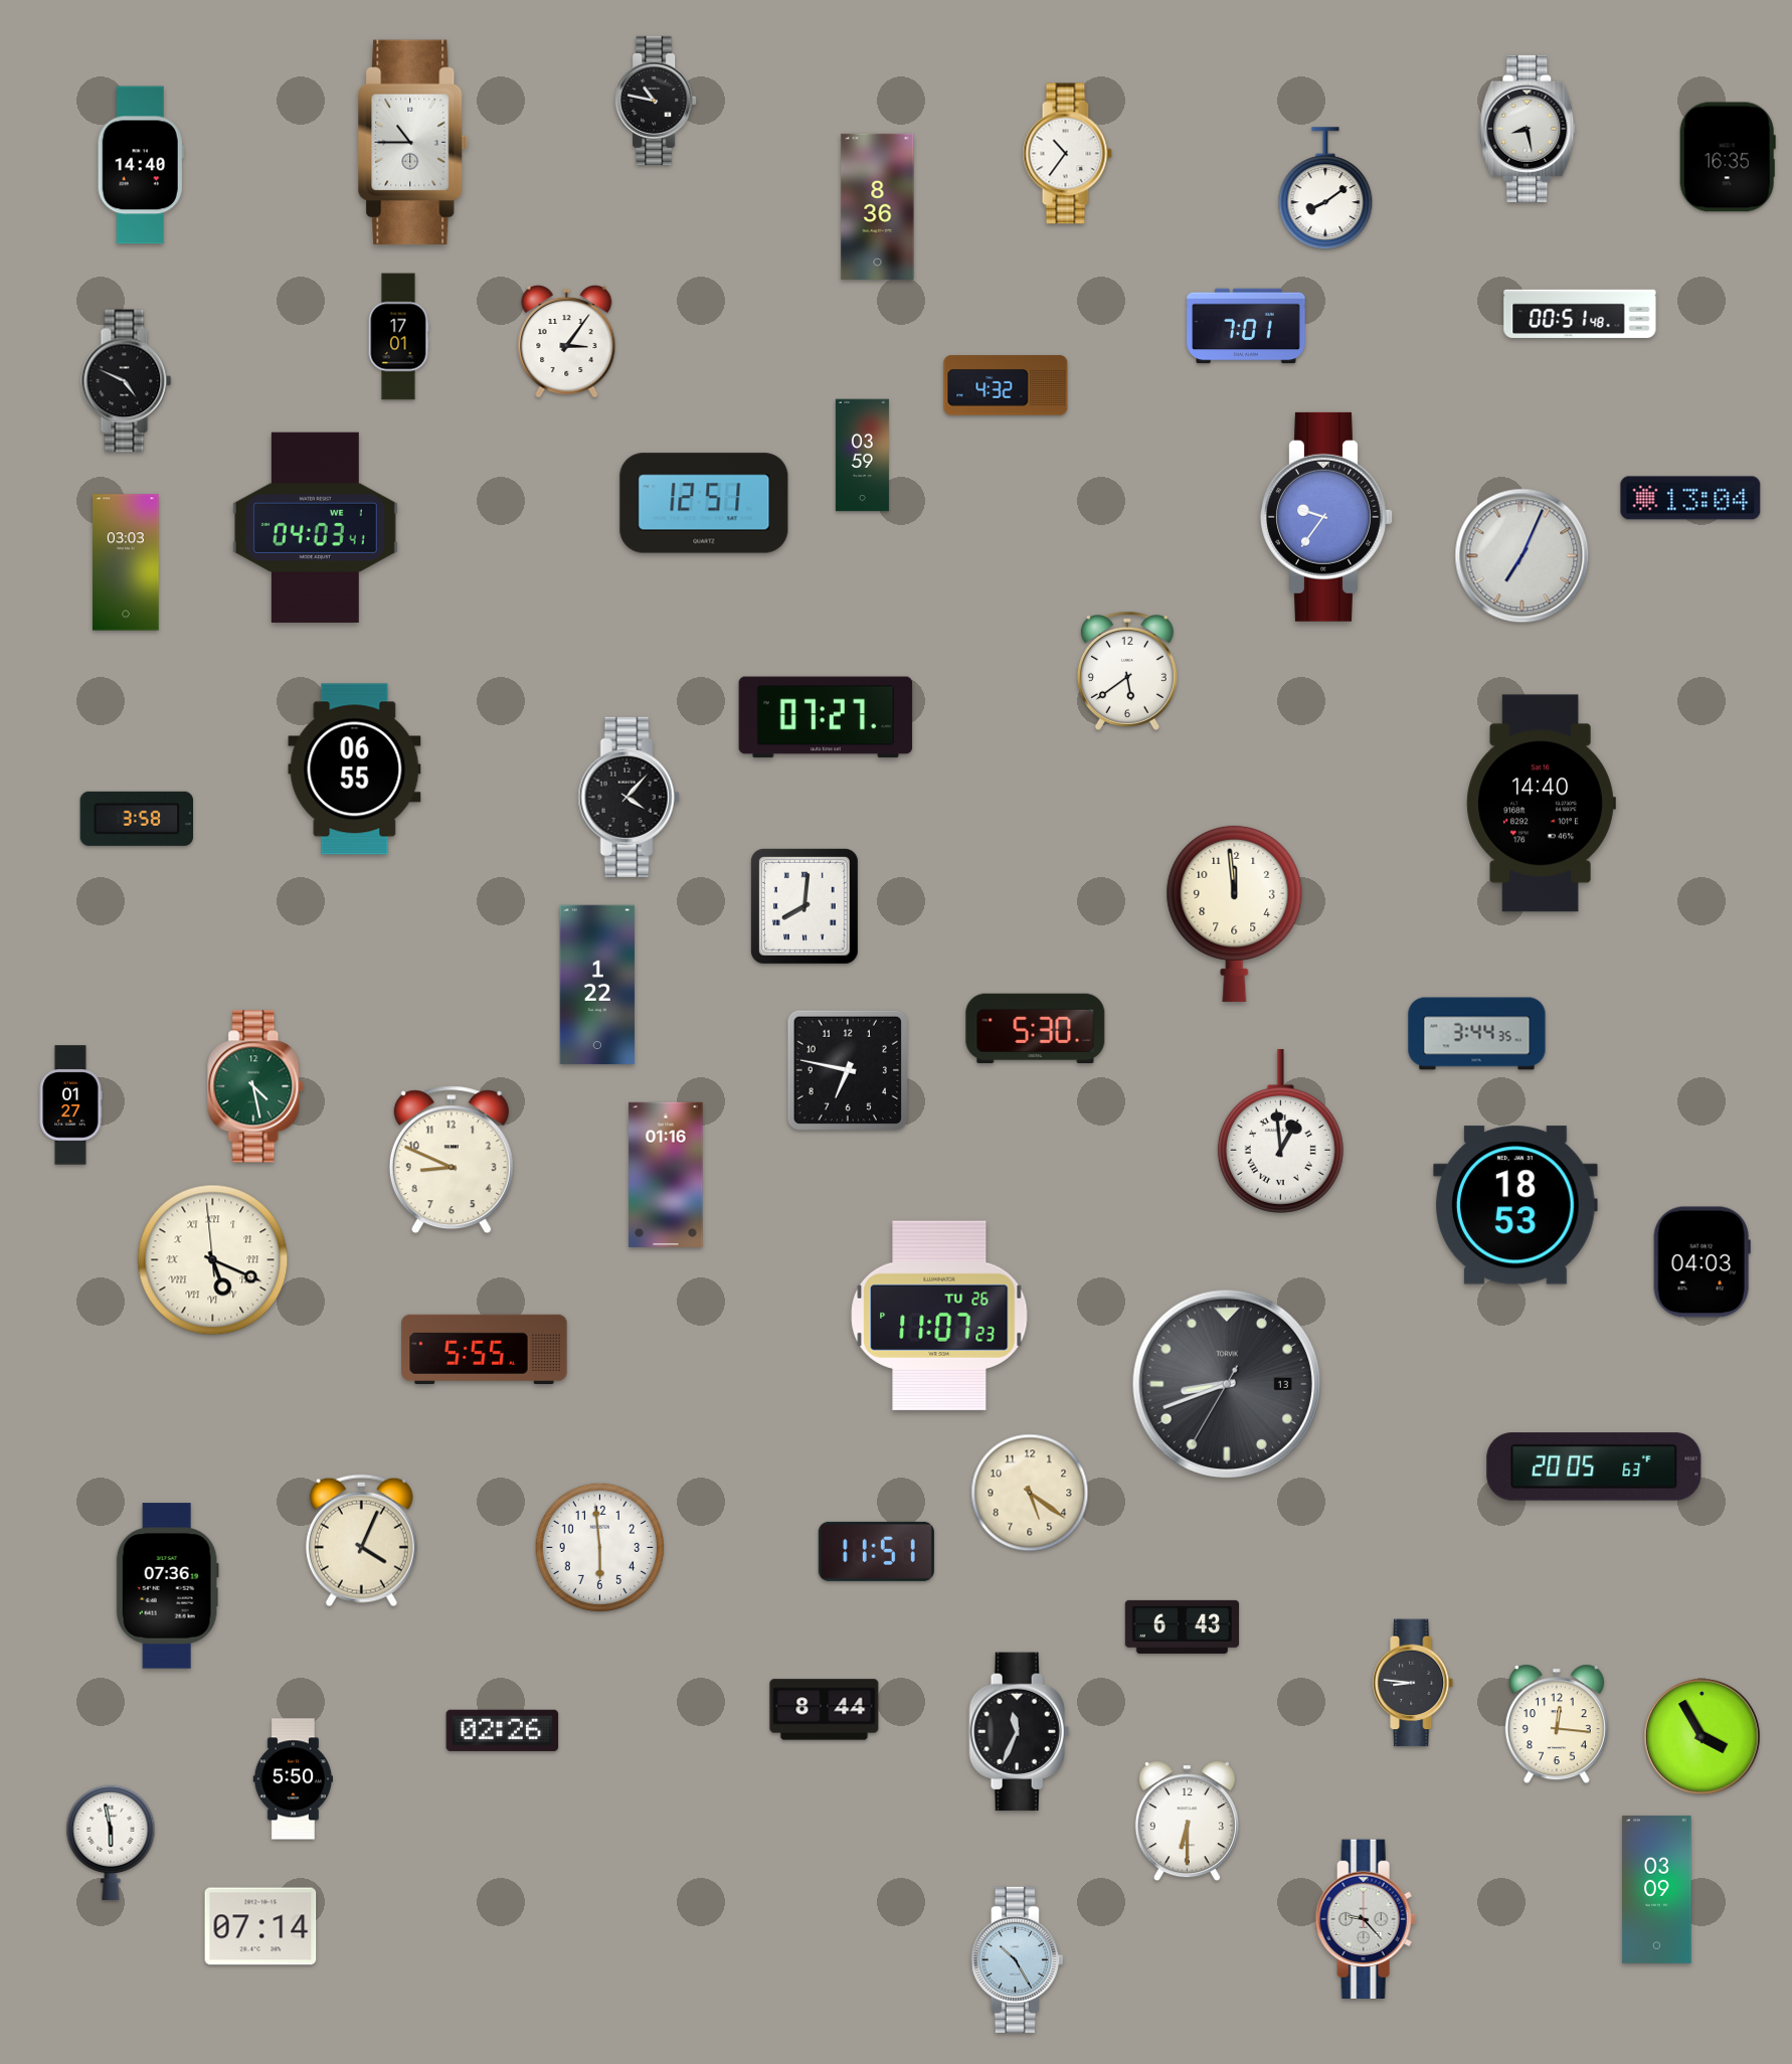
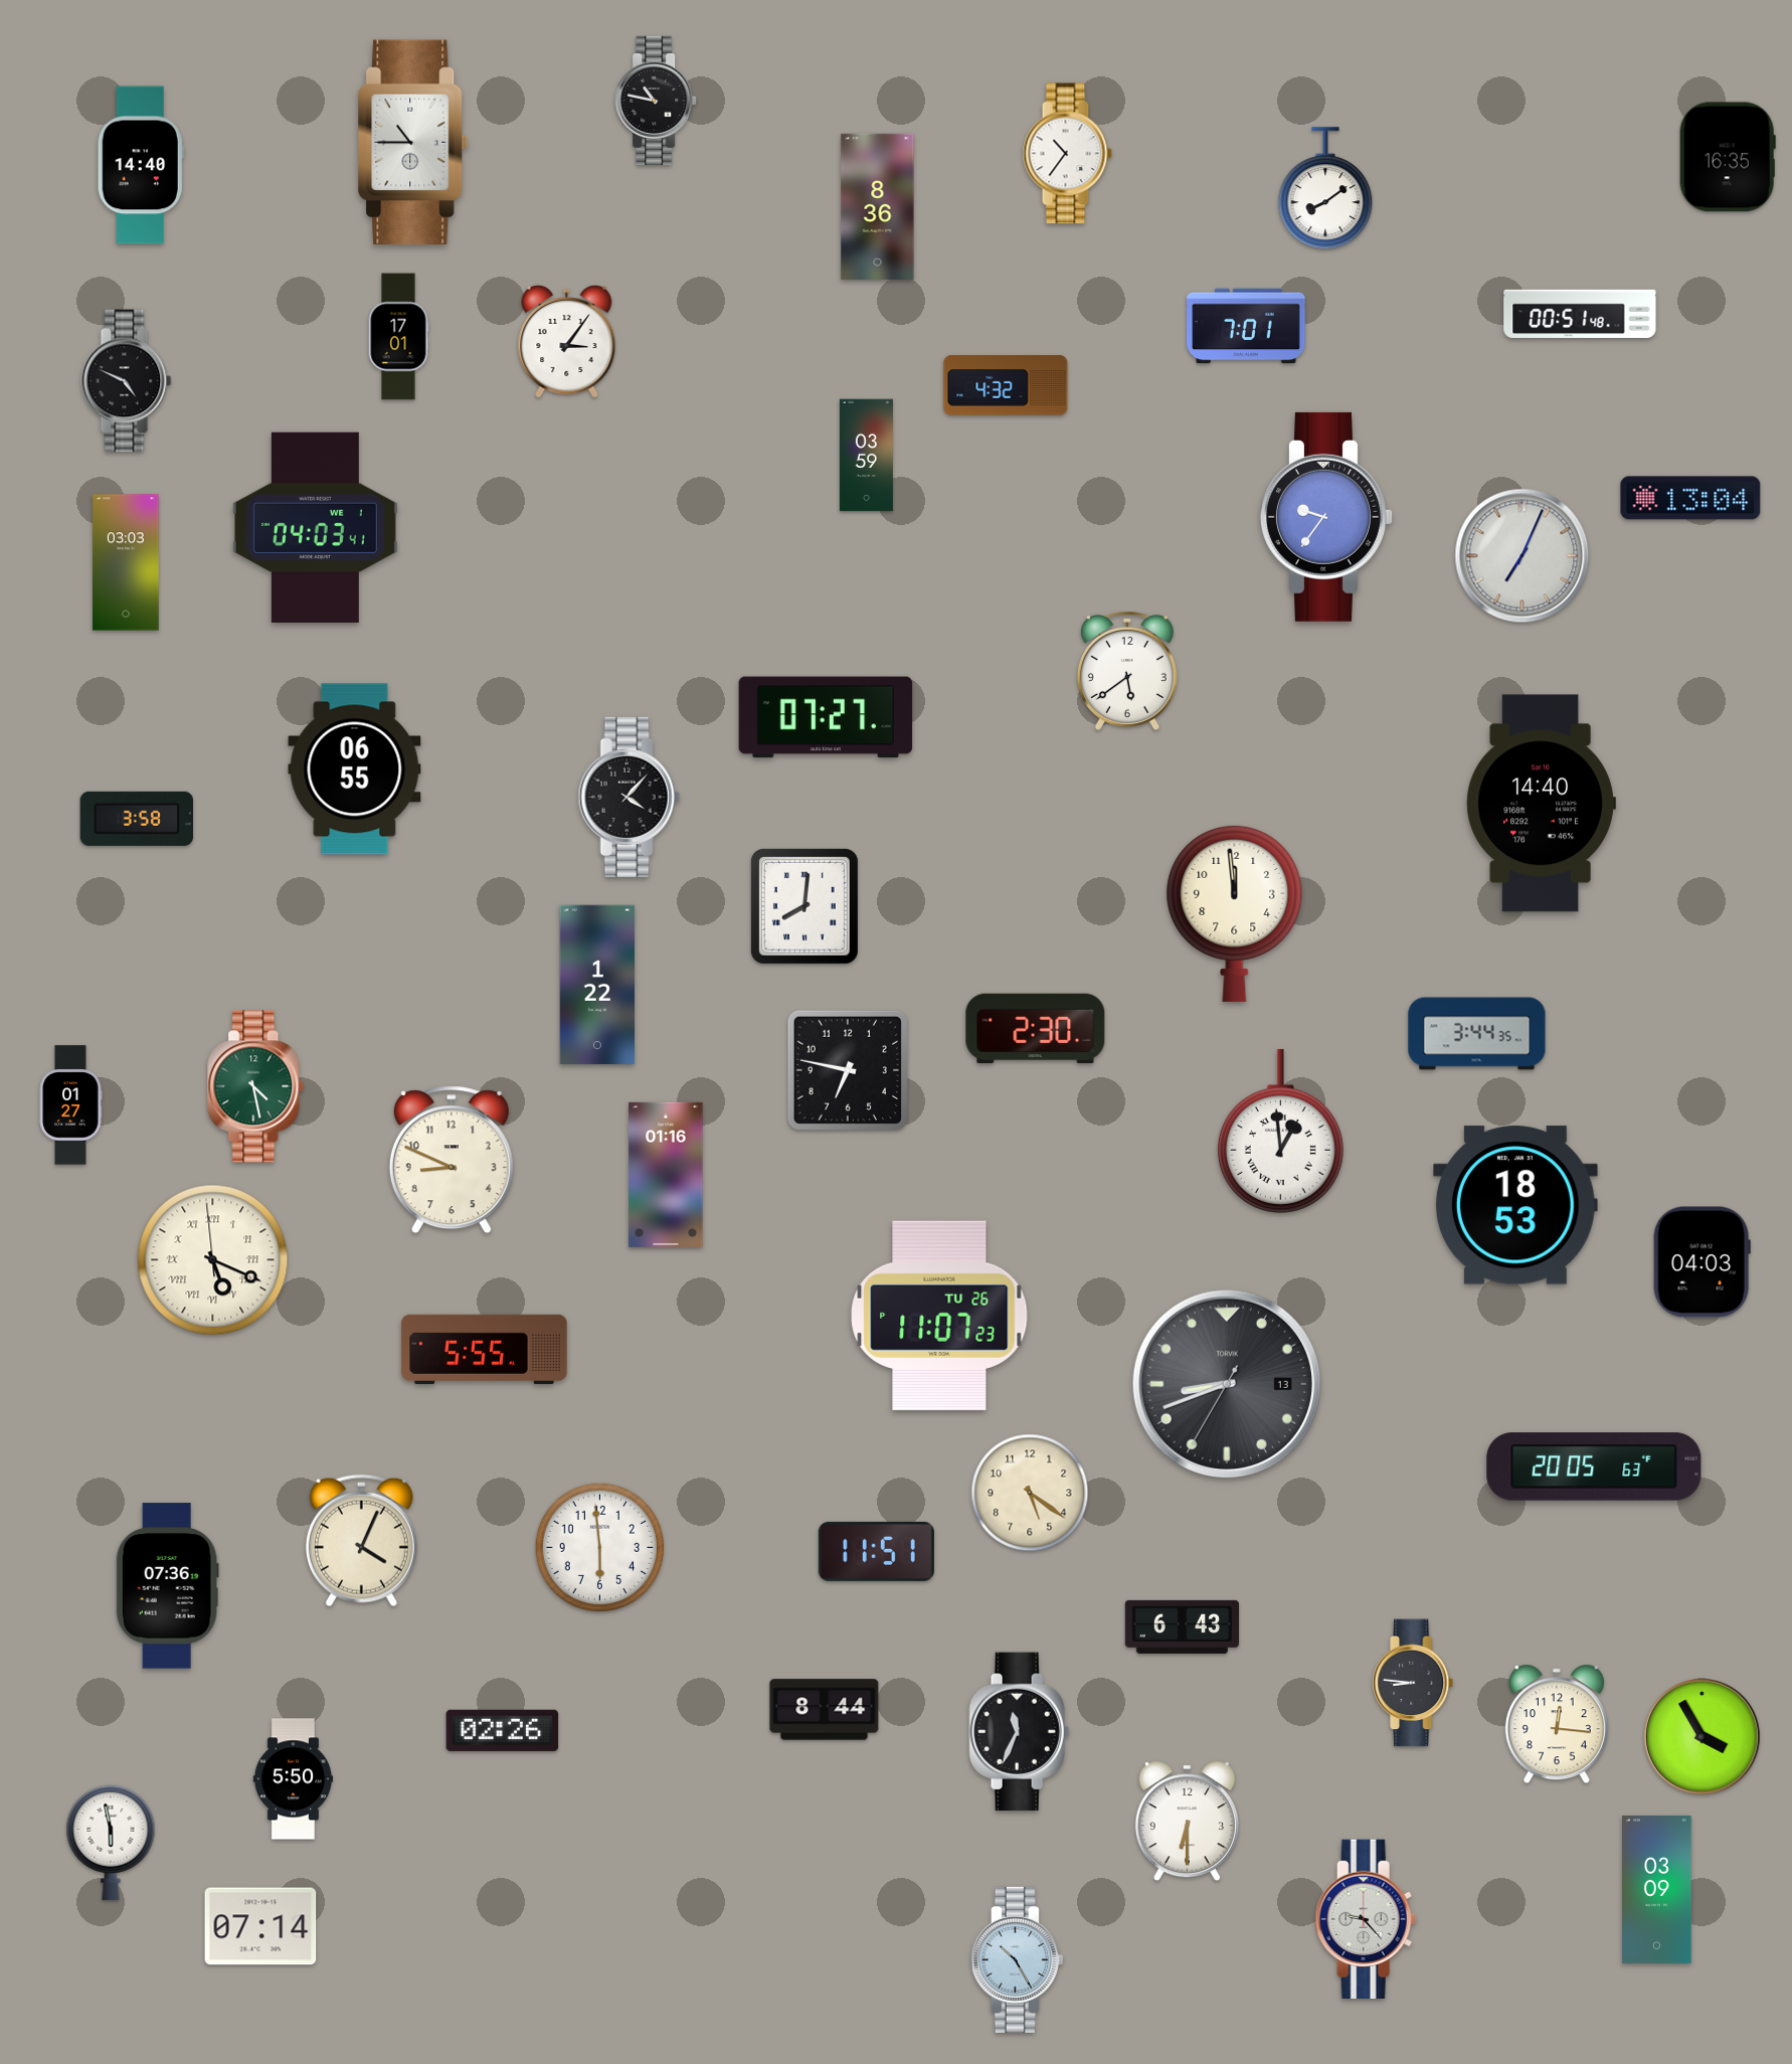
clock at (1528, 129): 8:28 -> none
clock at (862, 456) position: (862, 456) -> (866, 456)
clock at (704, 503): 12:51 -> none
clock at (1036, 1028): 5:30 -> 2:30
